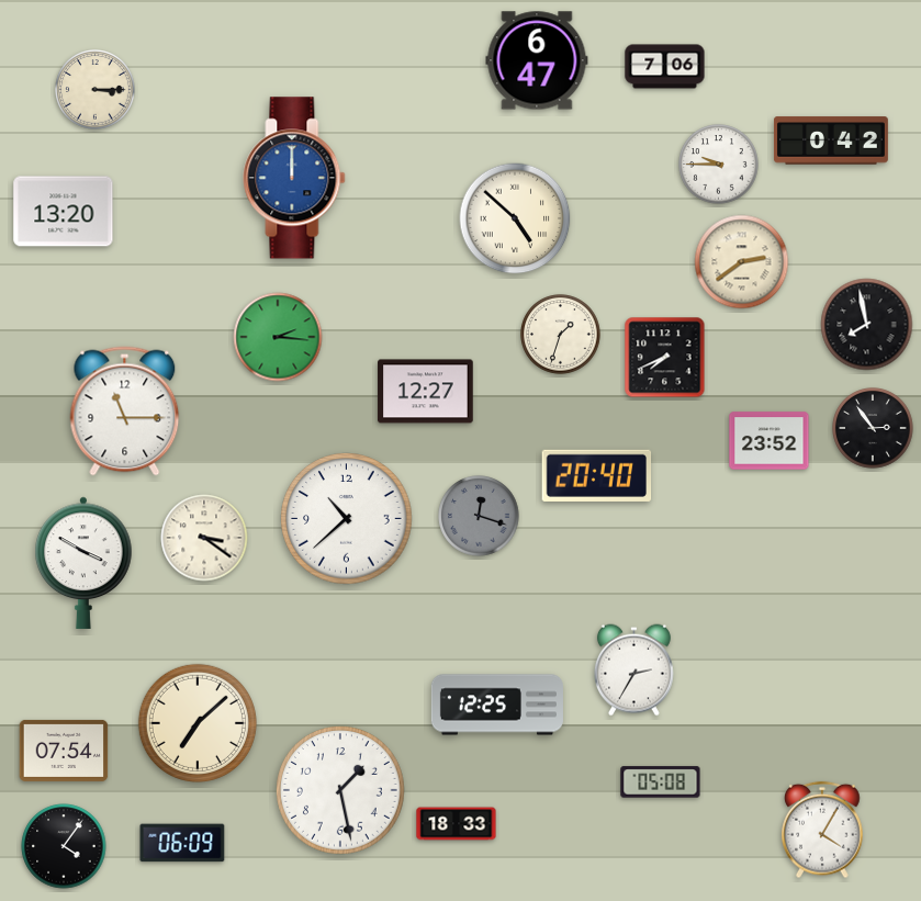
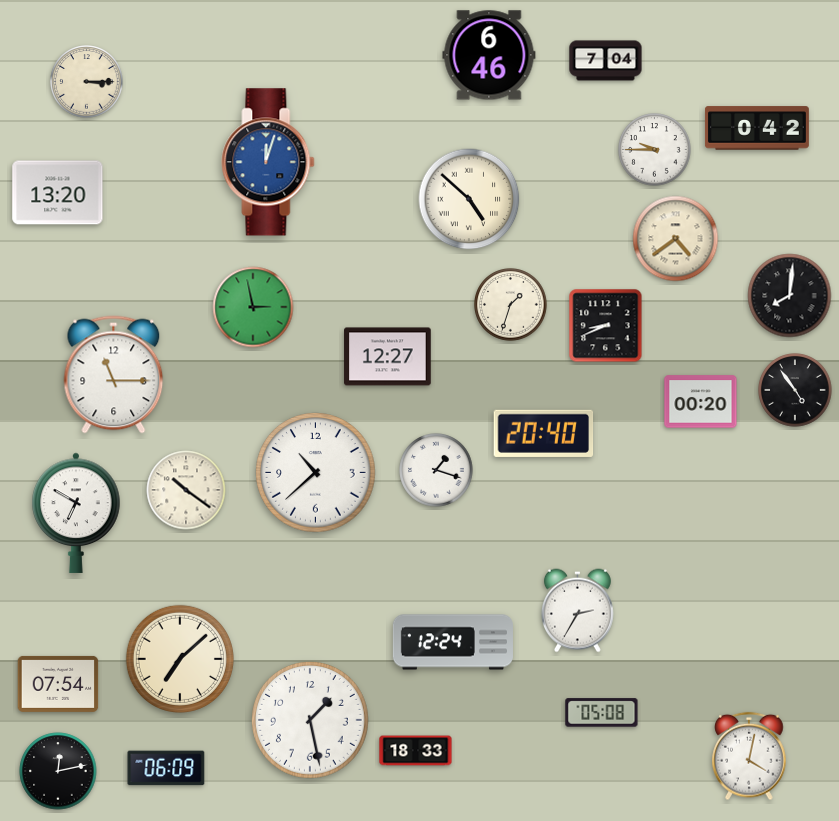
clock at (537, 60): 6:47 -> 6:46
clock at (665, 67): 7:06 -> 7:04
clock at (294, 178): 12:00 -> 12:03
clock at (742, 262): 2:39 -> 4:39
clock at (867, 325): 7:58 -> 8:01
clock at (278, 337): 2:16 -> 2:58
clock at (665, 358): 7:41 -> 8:41
clock at (873, 428): 2:54 -> 4:54
clock at (770, 441): 23:52 -> 00:20
clock at (479, 516): 12:18 -> 1:18
clock at (479, 516) dial: grey -> white
clock at (204, 538): 3:21 -> 10:21
clock at (83, 563): 3:50 -> 6:50
clock at (497, 705): 12:25 -> 12:24
clock at (822, 830): 4:05 -> 4:02
clock at (64, 846): 4:06 -> 12:13
